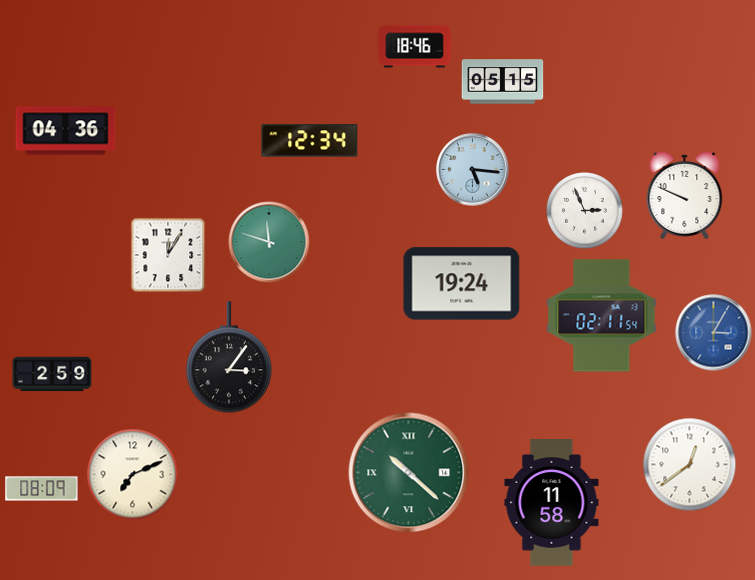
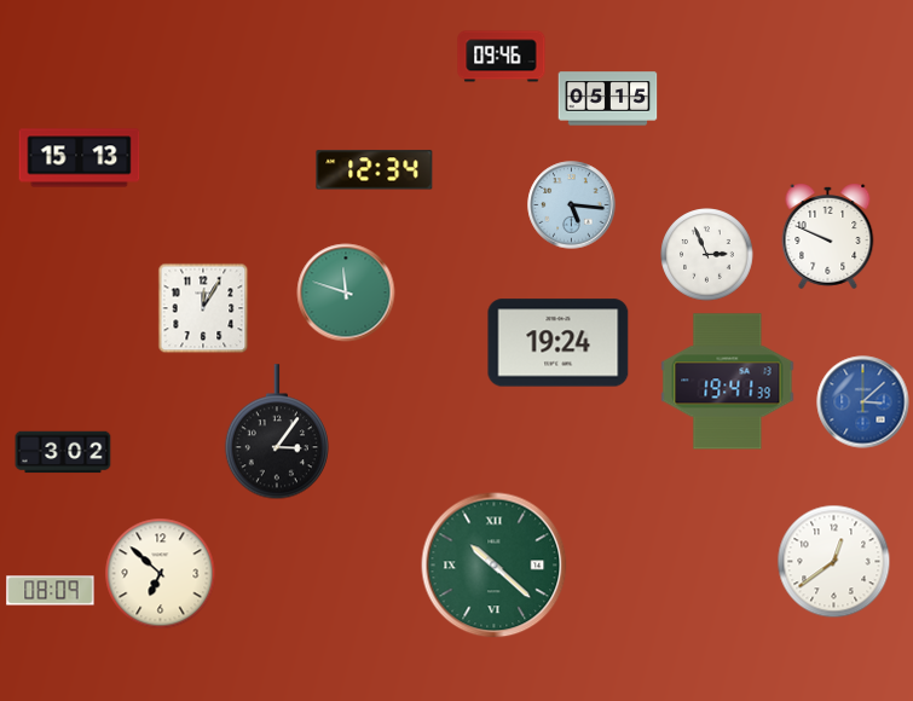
clock at (415, 47): 18:46 -> 09:46
clock at (66, 131): 04:36 -> 15:13
clock at (269, 242) position: (269, 242) -> (346, 292)
clock at (602, 316): 02:11 -> 19:41
clock at (714, 333): 3:05 -> 3:08
clock at (52, 374): 2:59 -> 3:02
clock at (409, 473) position: (409, 473) -> (495, 566)
clock at (133, 475): 7:11 -> 6:52
clock at (552, 503): 11:58 -> none
